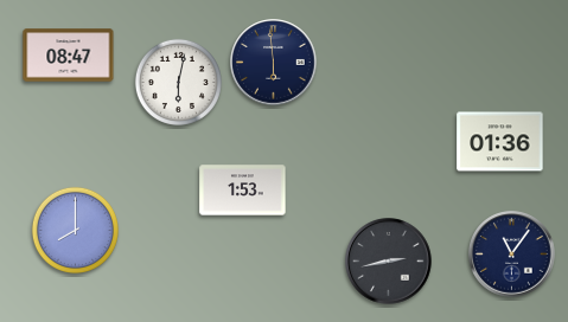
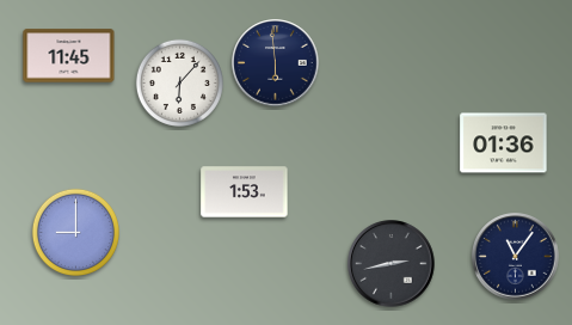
clock at (69, 56): 08:47 -> 11:45
clock at (178, 82): 6:02 -> 6:07
clock at (75, 230): 8:00 -> 9:00
